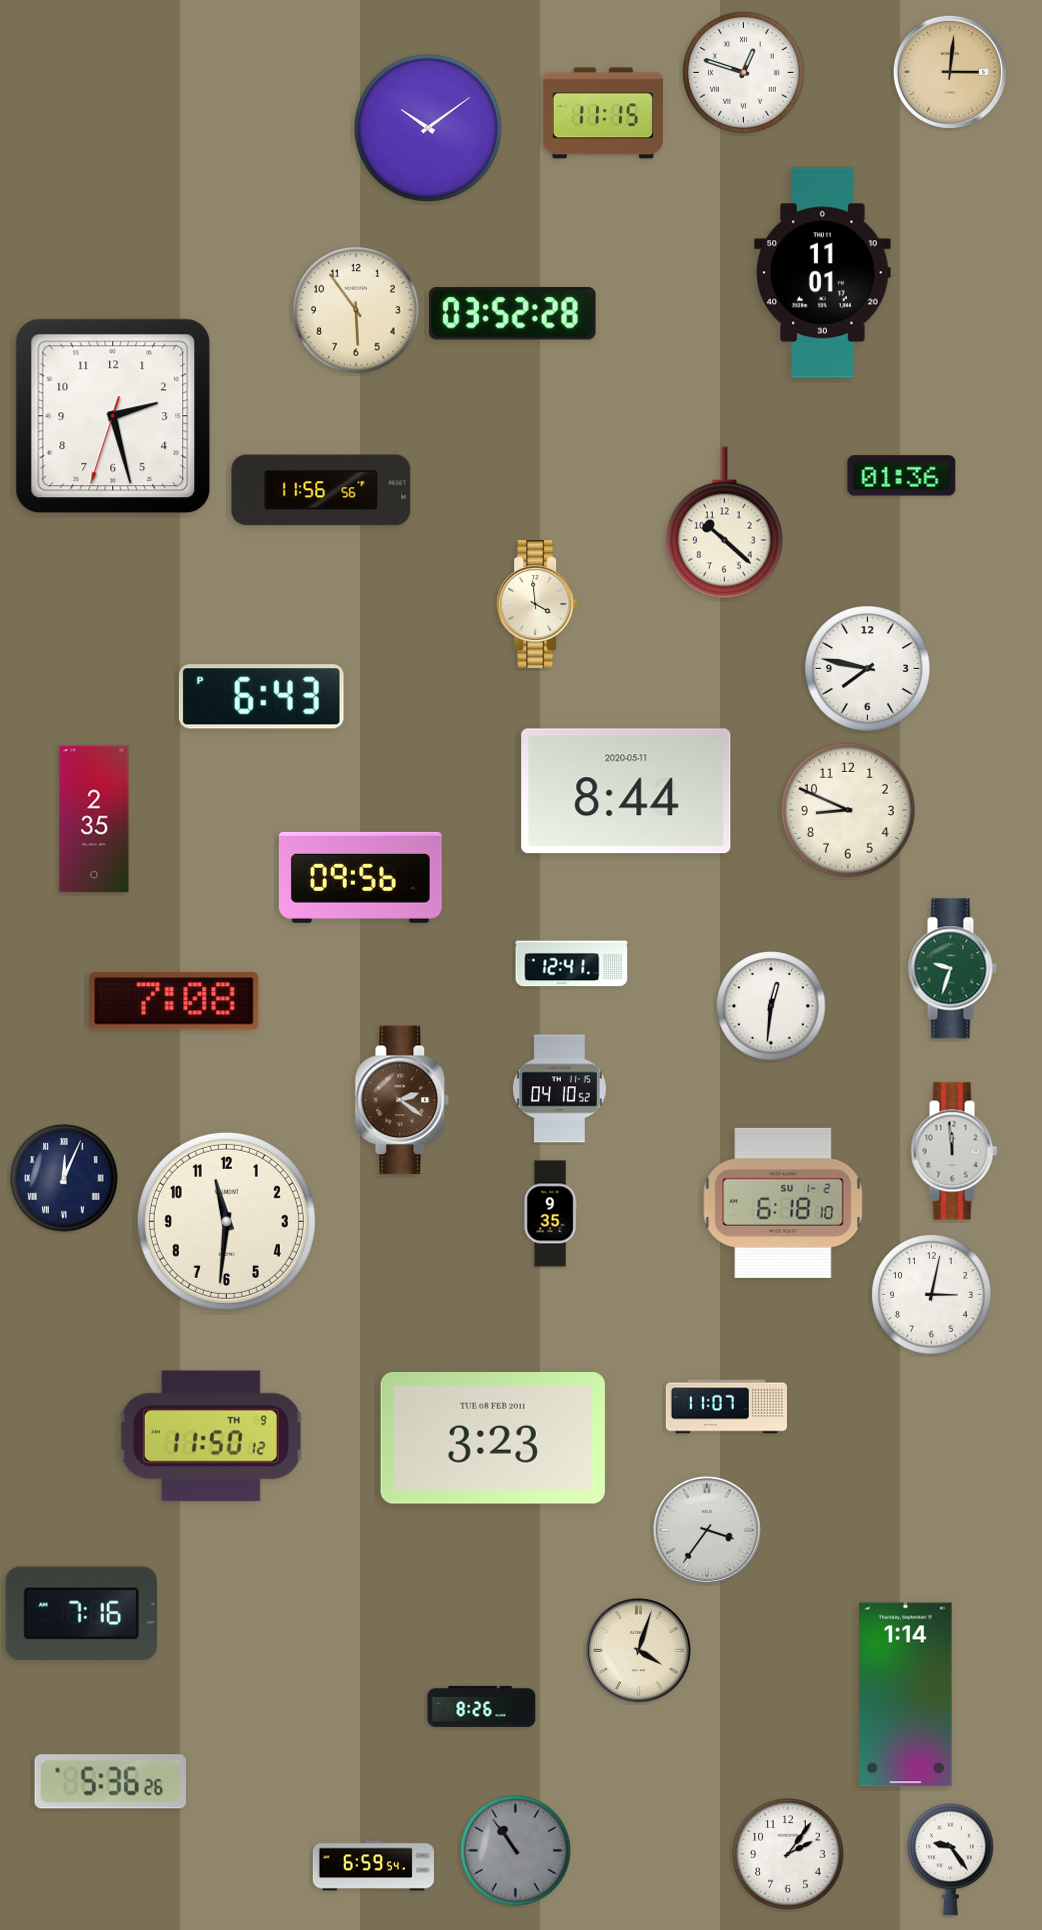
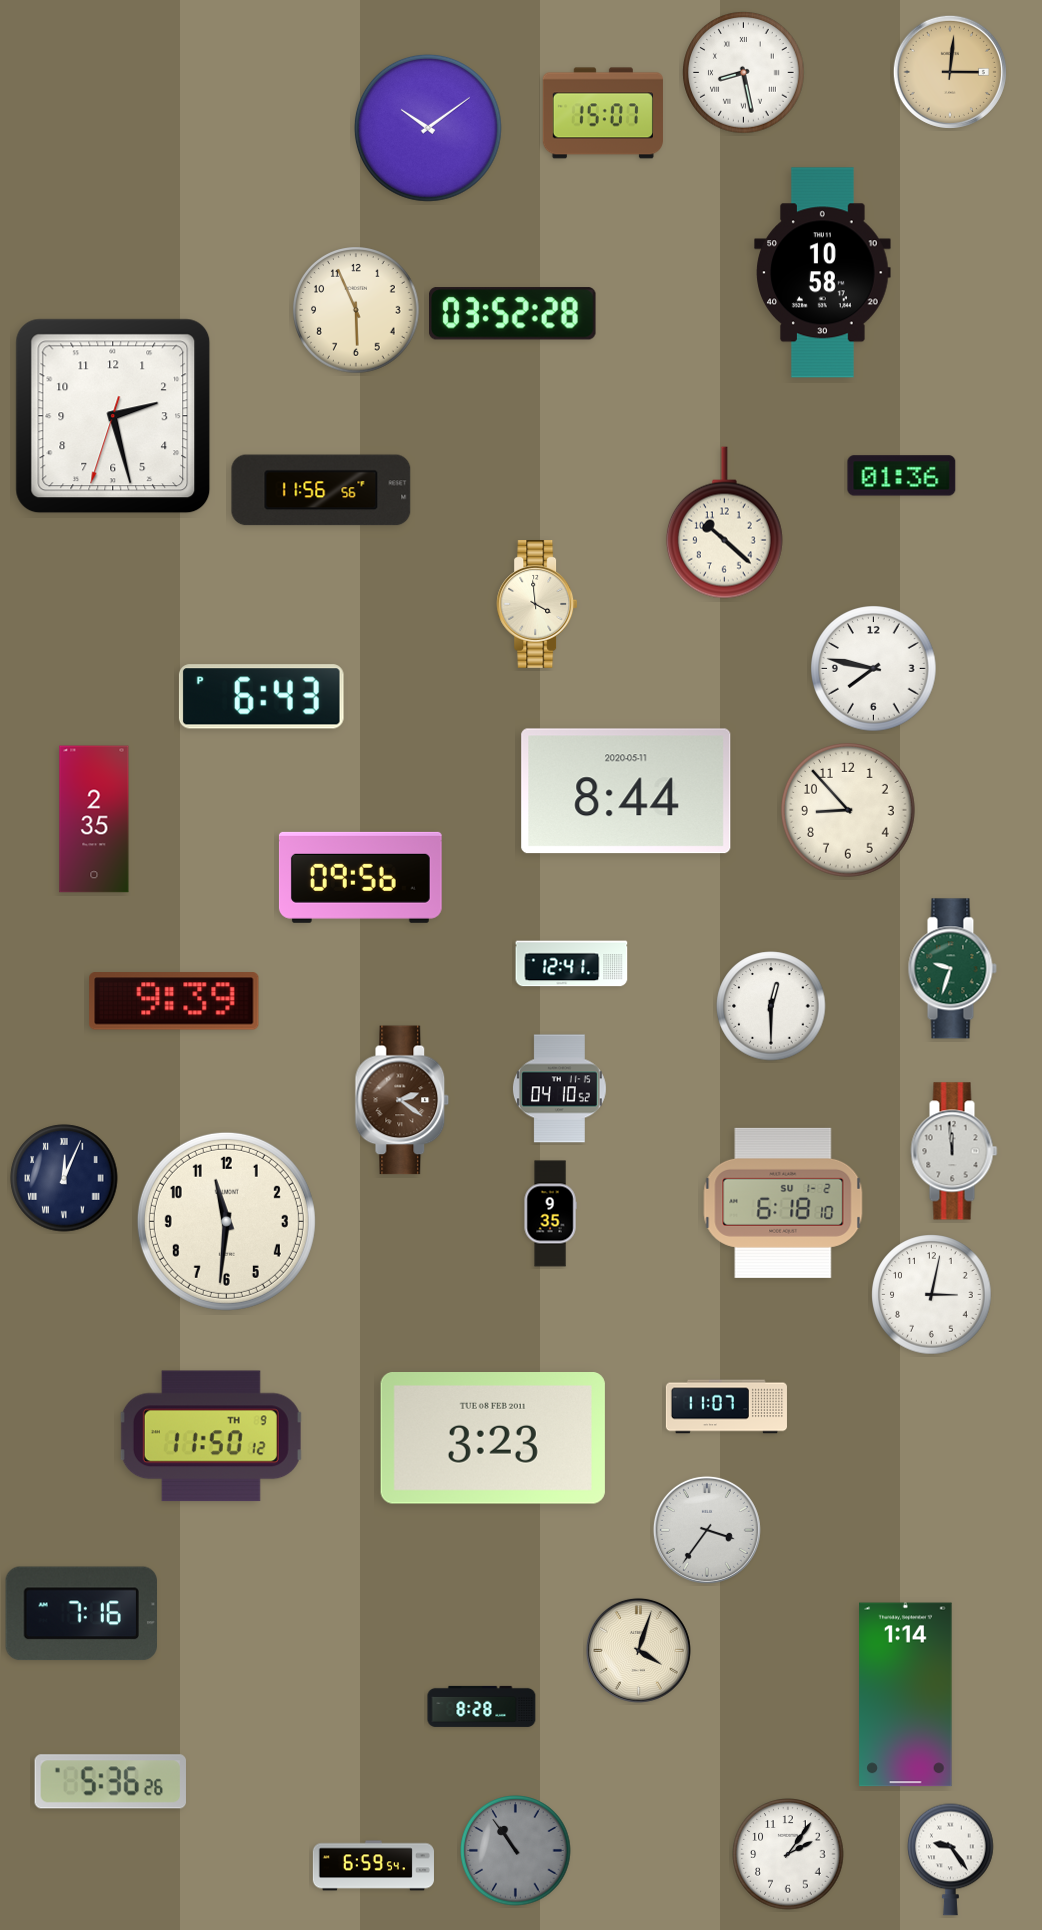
clock at (744, 73): 12:48 -> 8:28
clock at (603, 113): 11:15 -> 15:07
clock at (823, 273): 11:01 -> 10:58
clock at (356, 310): 5:54 -> 5:56
clock at (868, 669) position: (868, 669) -> (874, 669)
clock at (849, 811): 8:49 -> 8:53
clock at (174, 1001): 7:08 -> 9:39
clock at (771, 1006): 12:31 -> 12:30
clock at (482, 1706): 8:26 -> 8:28
